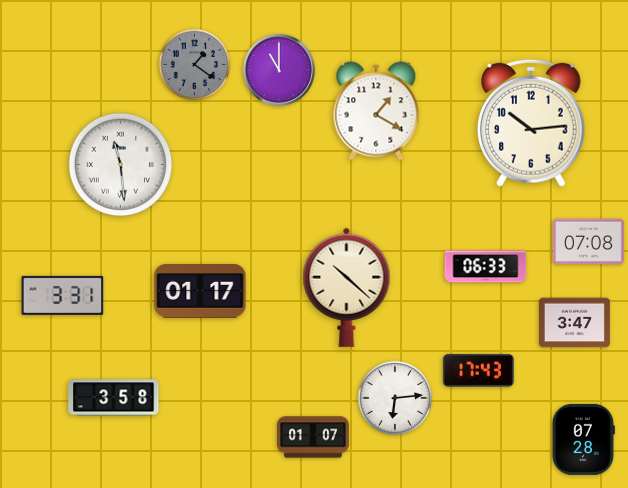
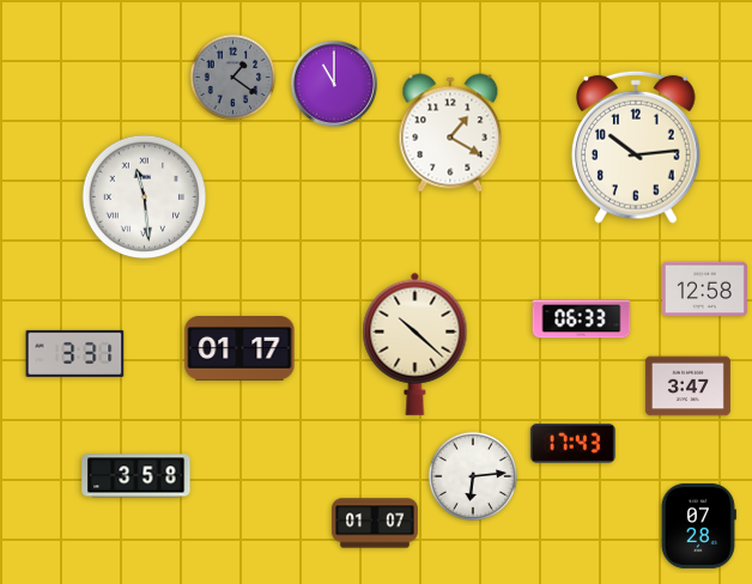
clock at (588, 242): 07:08 -> 12:58
